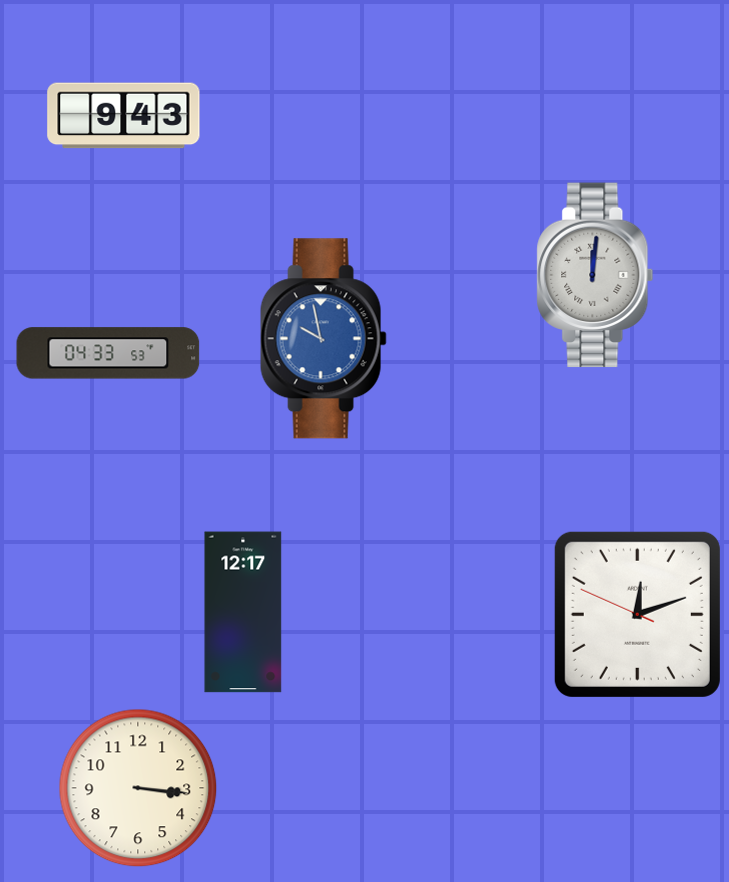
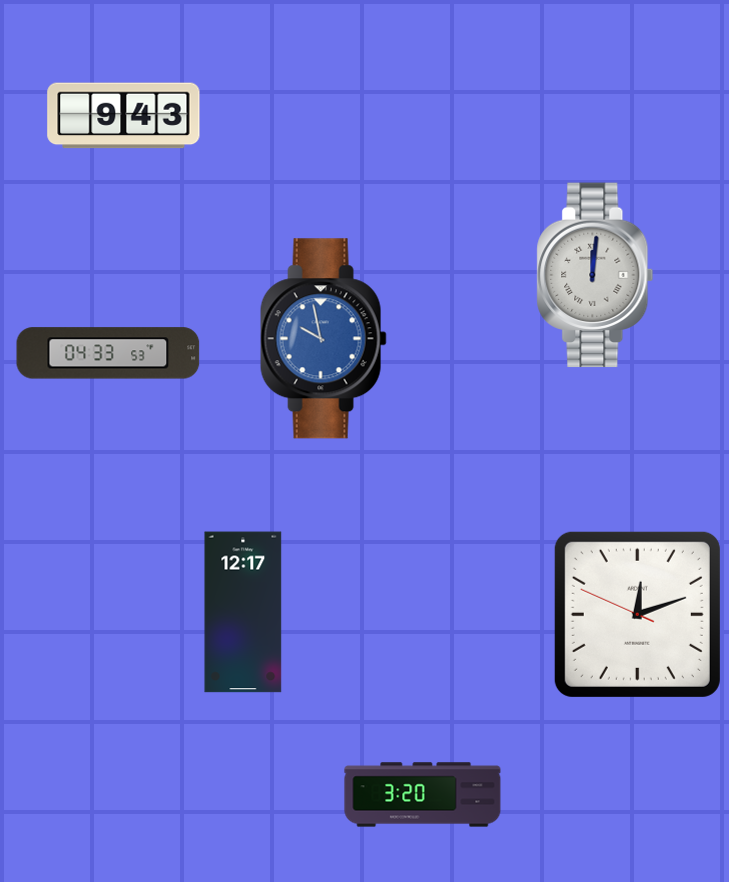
clock at (138, 788): 3:16 -> none
clock at (423, 795): none -> 3:20
